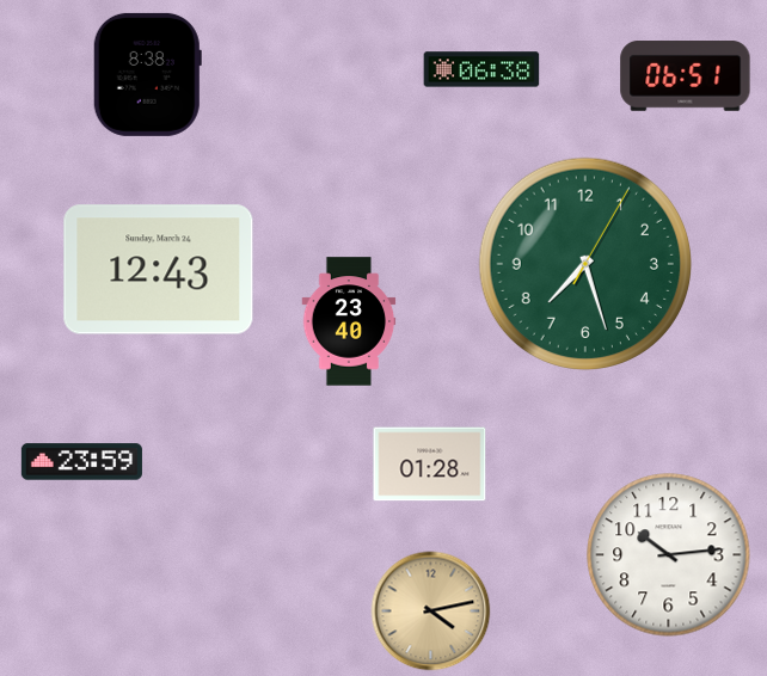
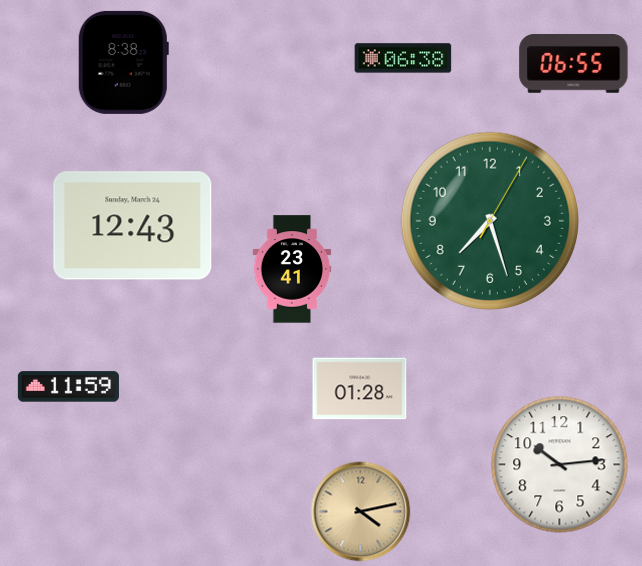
clock at (686, 76): 06:51 -> 06:55
clock at (349, 321): 23:40 -> 23:41
clock at (81, 462): 23:59 -> 11:59
